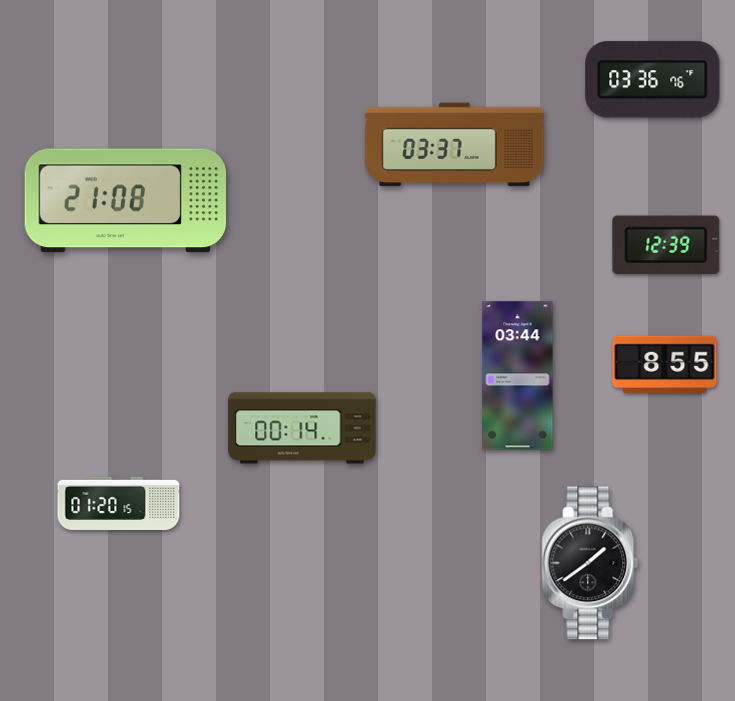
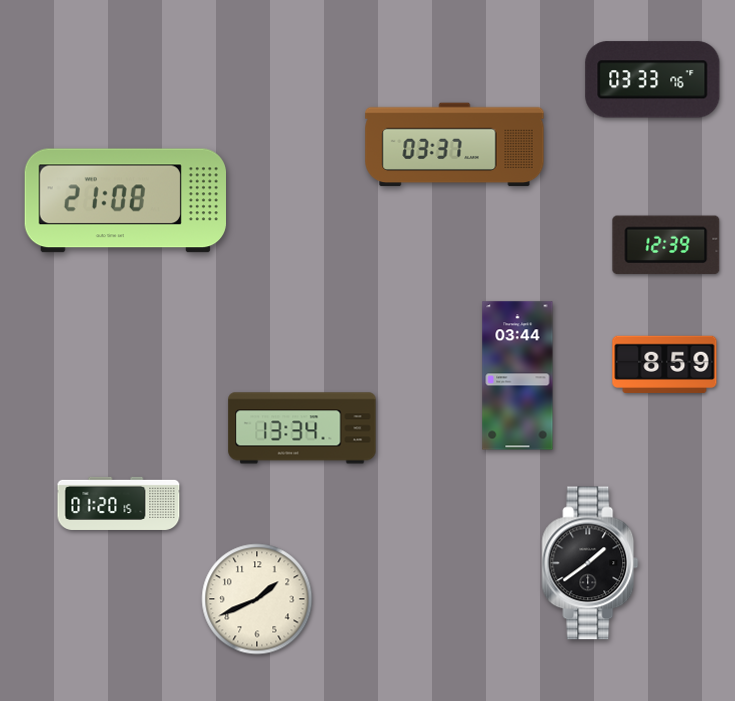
clock at (653, 80): 03:36 -> 03:33
clock at (665, 364): 8:55 -> 8:59
clock at (302, 428): 00:14 -> 13:34
clock at (257, 599): none -> 1:41
